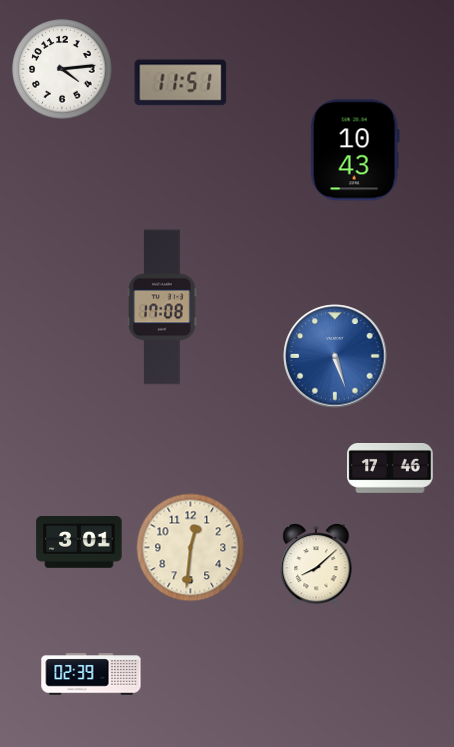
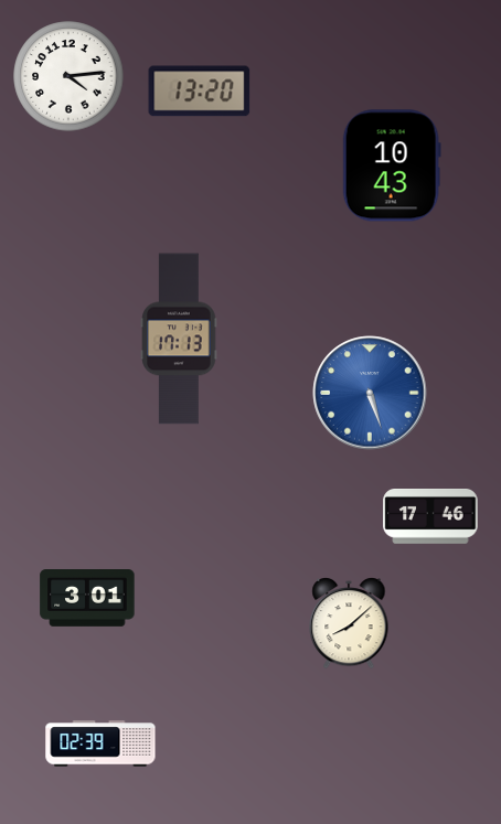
clock at (181, 83): 11:51 -> 13:20
clock at (162, 307): 17:08 -> 17:13
clock at (191, 548): 12:31 -> none
